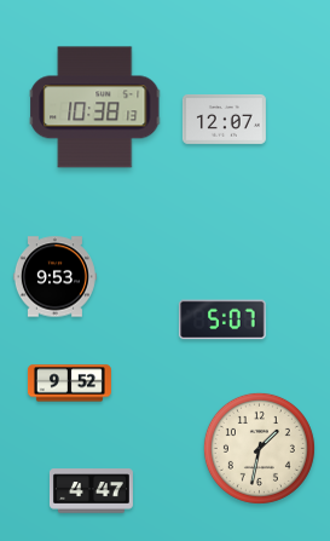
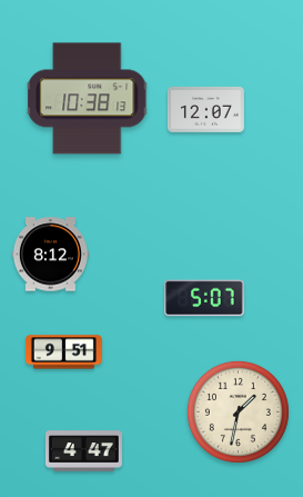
clock at (54, 277): 9:53 -> 8:12
clock at (222, 320) position: (222, 320) -> (204, 298)
clock at (69, 384): 9:52 -> 9:51
